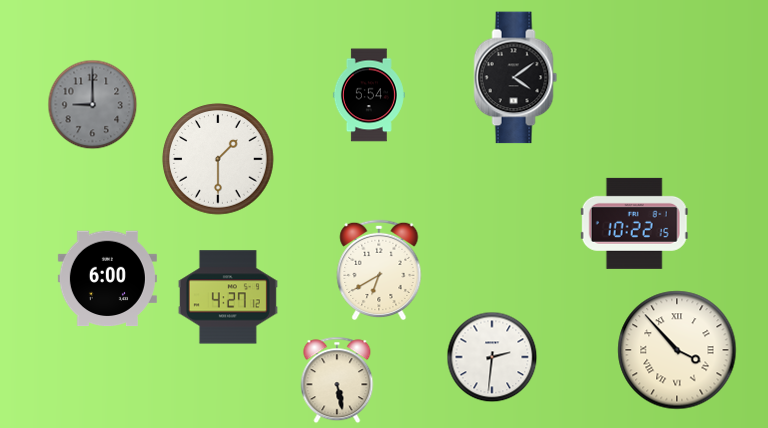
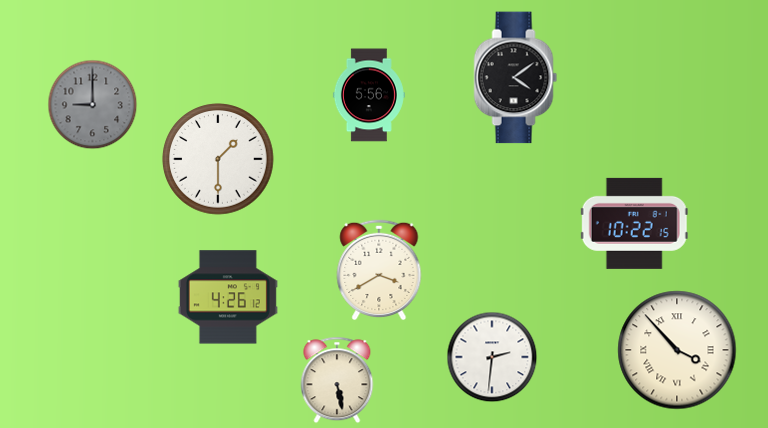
clock at (369, 95): 5:54 -> 5:56
clock at (379, 270): 6:40 -> 3:40
clock at (107, 279): 6:00 -> none
clock at (228, 297): 4:27 -> 4:26
